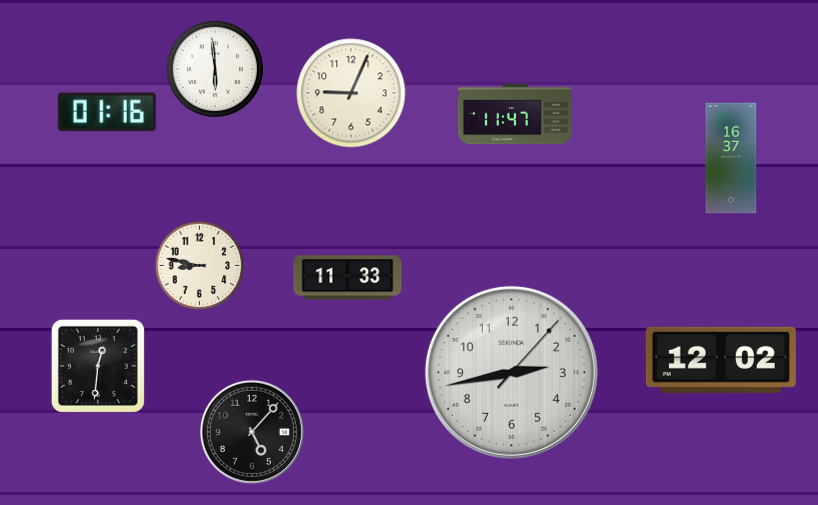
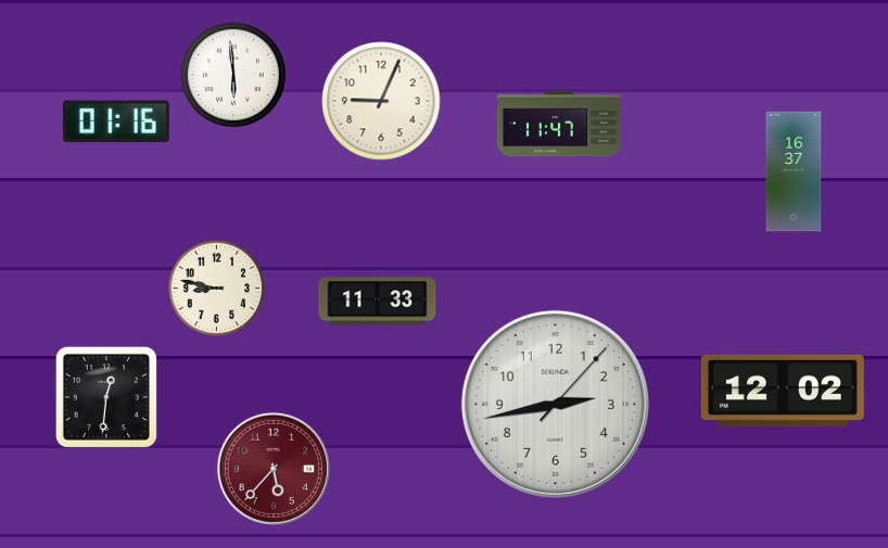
clock at (252, 432): 5:07 -> 5:37
clock at (252, 432) dial: black -> burgundy
